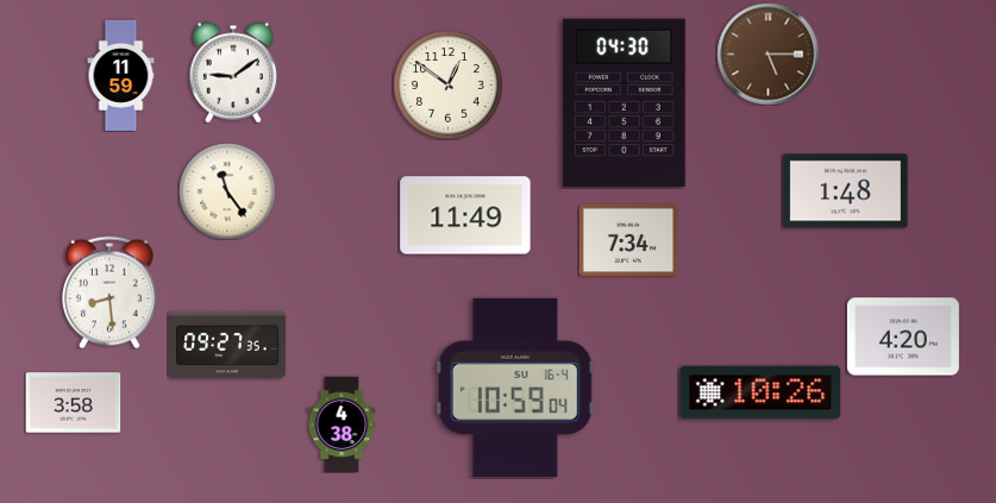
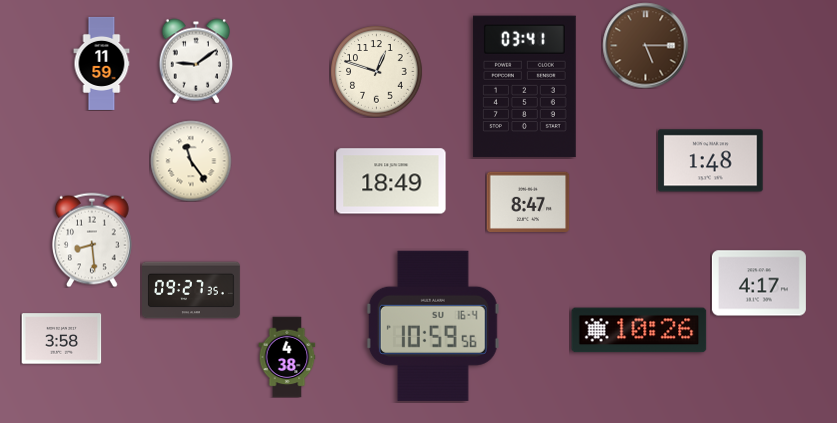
clock at (447, 84): 12:51 -> 12:48
clock at (624, 103): 04:30 -> 03:41
clock at (465, 215): 11:49 -> 18:49
clock at (628, 239): 7:34 -> 8:47
clock at (111, 293) position: (111, 293) -> (93, 240)
clock at (903, 337): 4:20 -> 4:17
clock at (515, 388): 10:59:04 -> 10:59:56
